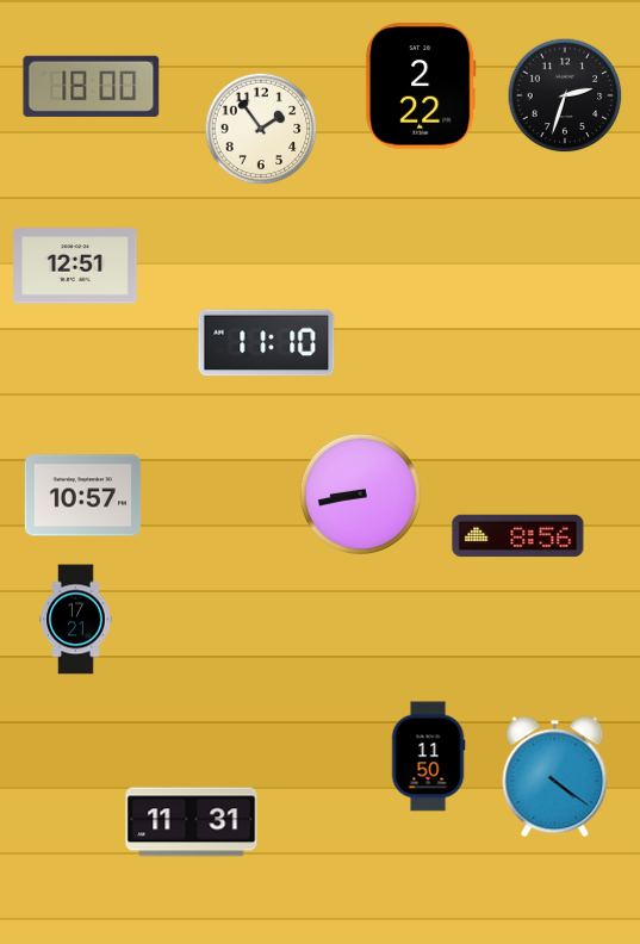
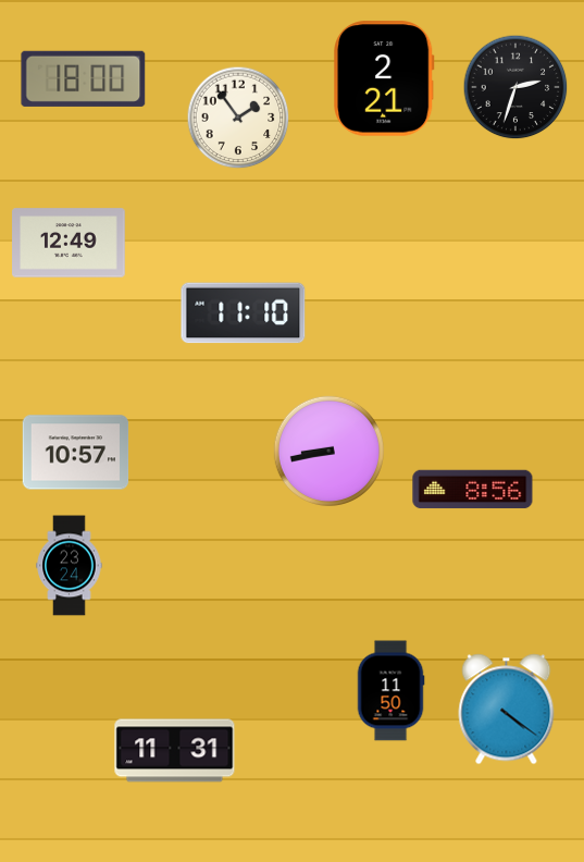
clock at (421, 86): 2:22 -> 2:21
clock at (75, 266): 12:51 -> 12:49
clock at (76, 620): 17:21 -> 23:24
